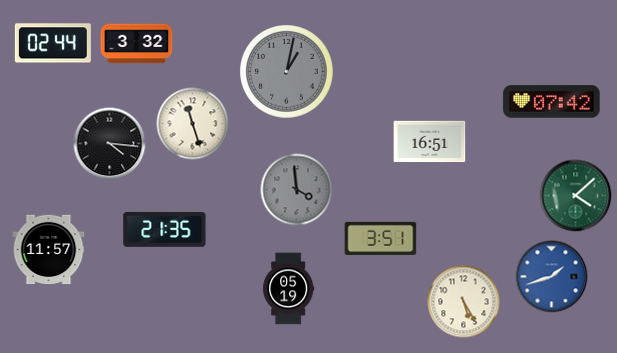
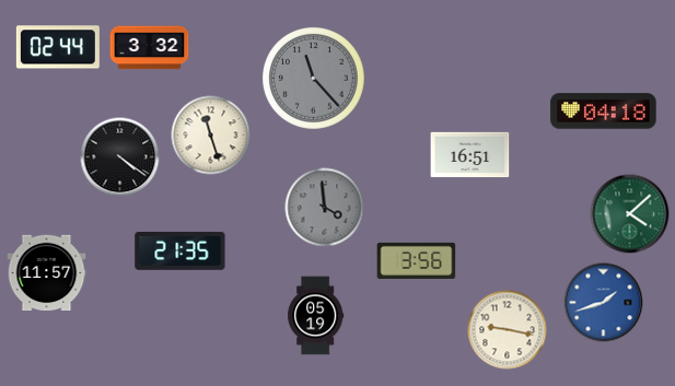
clock at (287, 72): 1:02 -> 11:23
clock at (552, 102): 07:42 -> 04:18
clock at (110, 144): 4:16 -> 4:21
clock at (381, 238): 3:51 -> 3:56
clock at (49, 250) position: (49, 250) -> (47, 273)
clock at (464, 302): 5:25 -> 9:17
